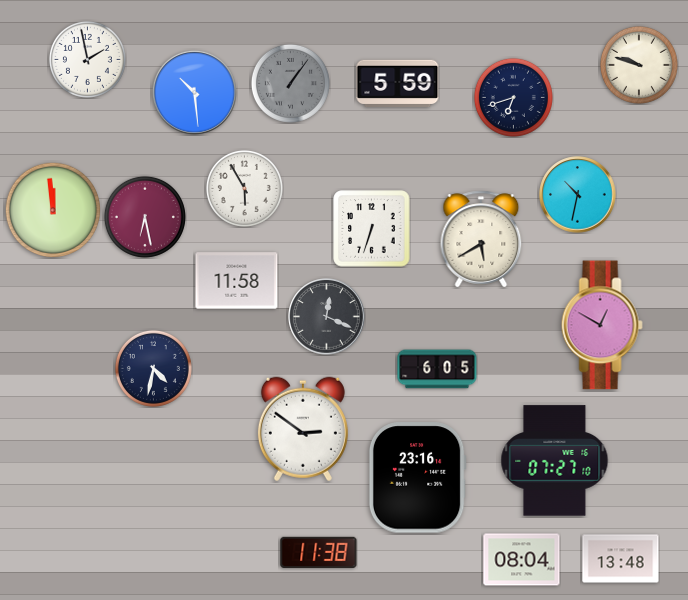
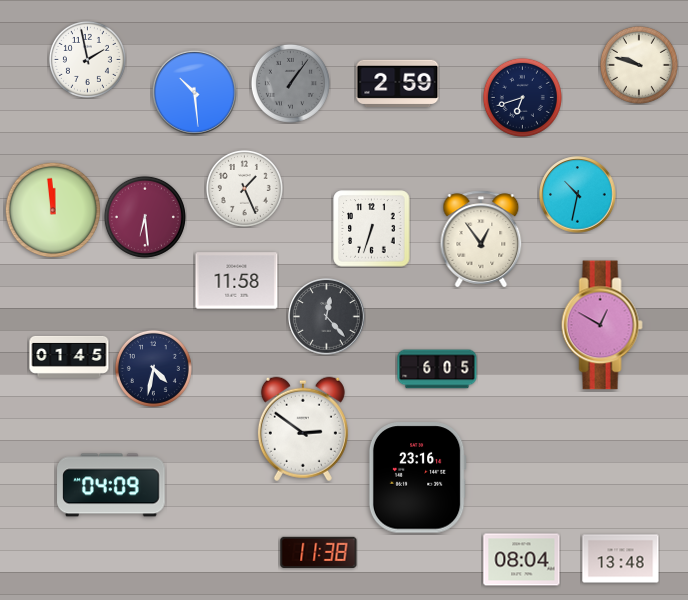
clock at (398, 83): 5:59 -> 2:59
clock at (513, 97) position: (513, 97) -> (522, 97)
clock at (244, 188): 5:55 -> 1:26
clock at (145, 217): 6:28 -> 6:29
clock at (481, 239): 5:40 -> 12:54
clock at (327, 317): 12:19 -> 12:23
clock at (69, 357): none -> 01:45
clock at (555, 461): 07:27 -> none
clock at (111, 485): none -> 04:09
